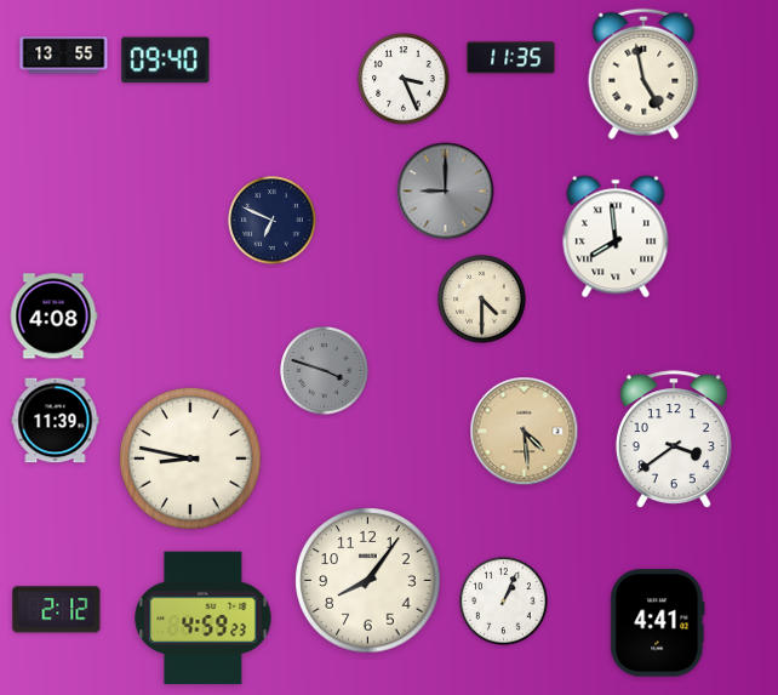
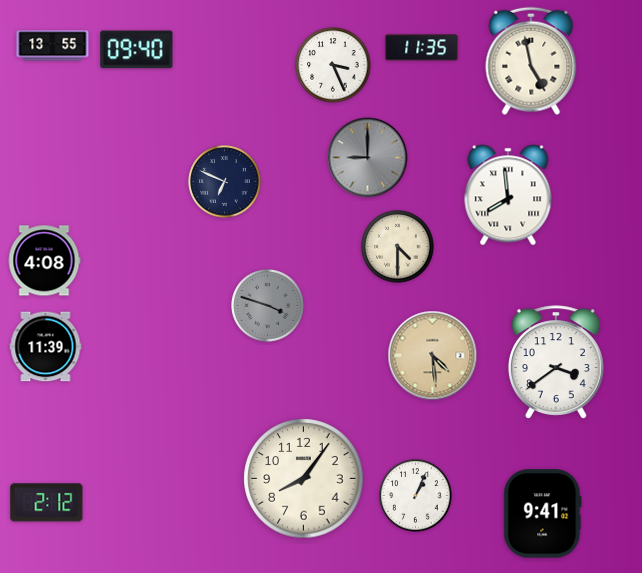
clock at (190, 458): 8:47 -> none
clock at (204, 619): 4:59 -> none
clock at (658, 623): 4:41 -> 9:41
